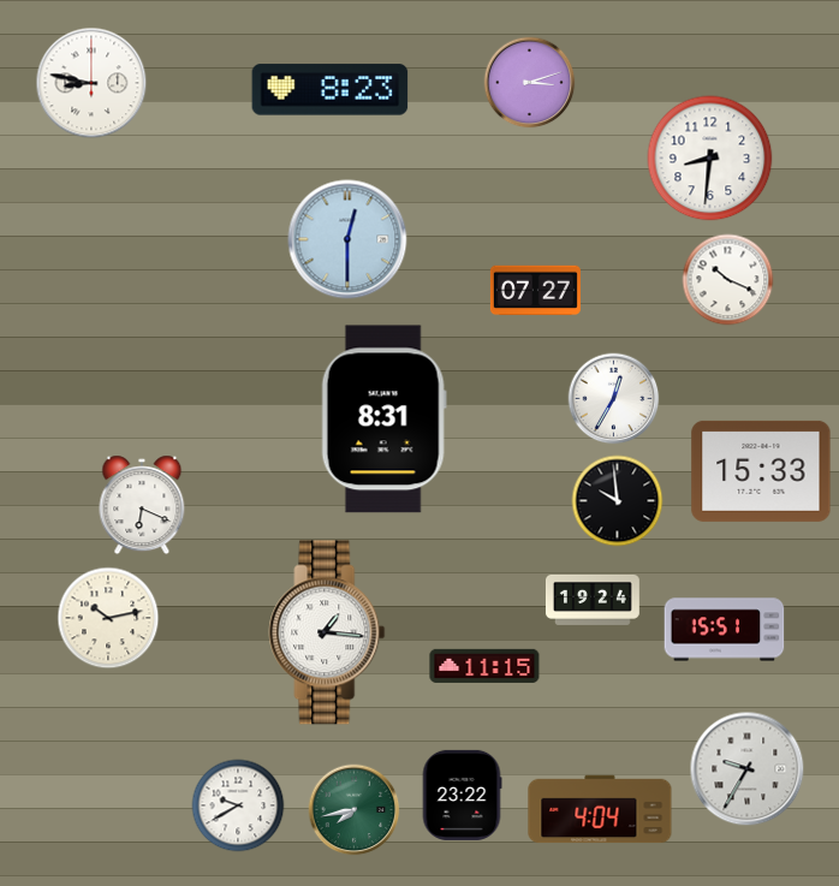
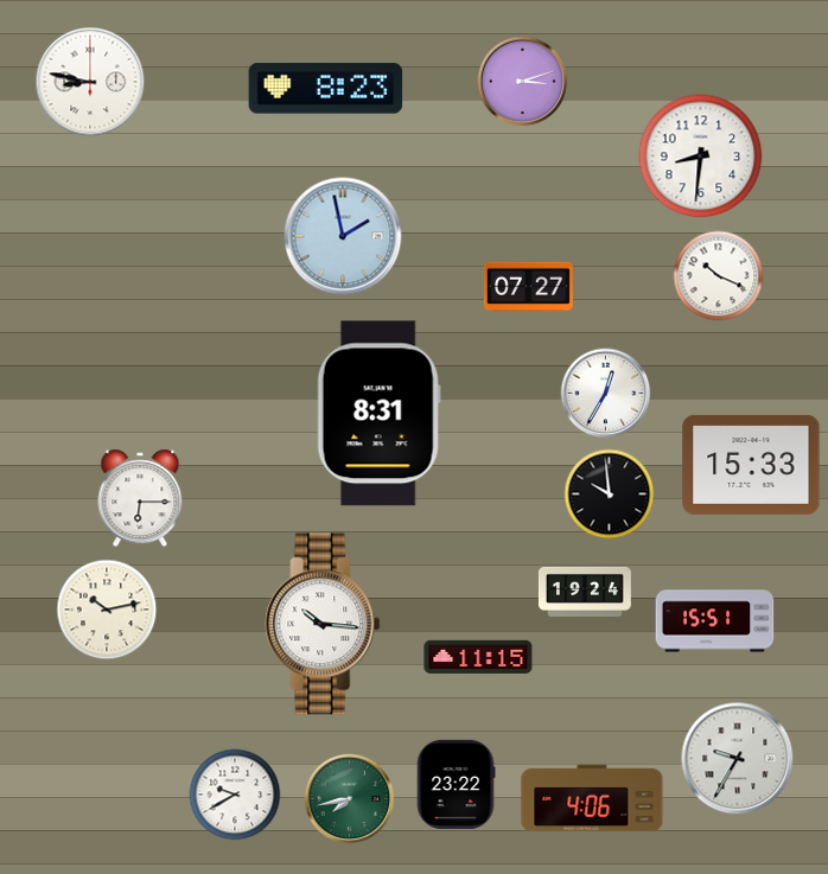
clock at (347, 239): 12:30 -> 1:58
clock at (142, 505): 6:19 -> 6:15
clock at (327, 632): 1:16 -> 10:16
clock at (600, 809): 4:04 -> 4:06
